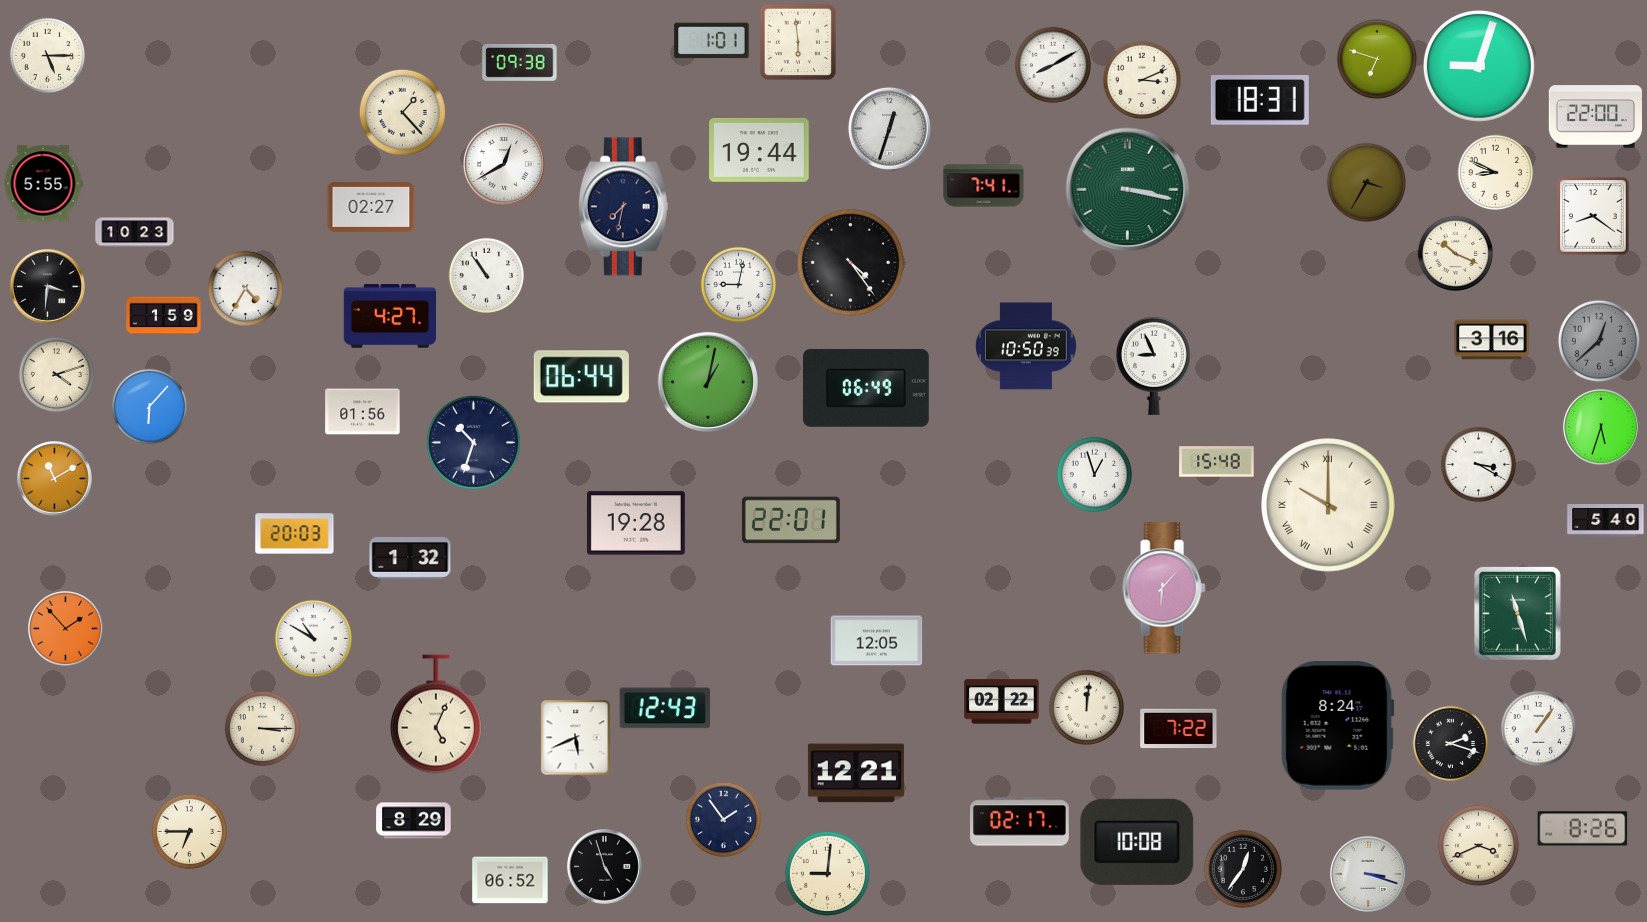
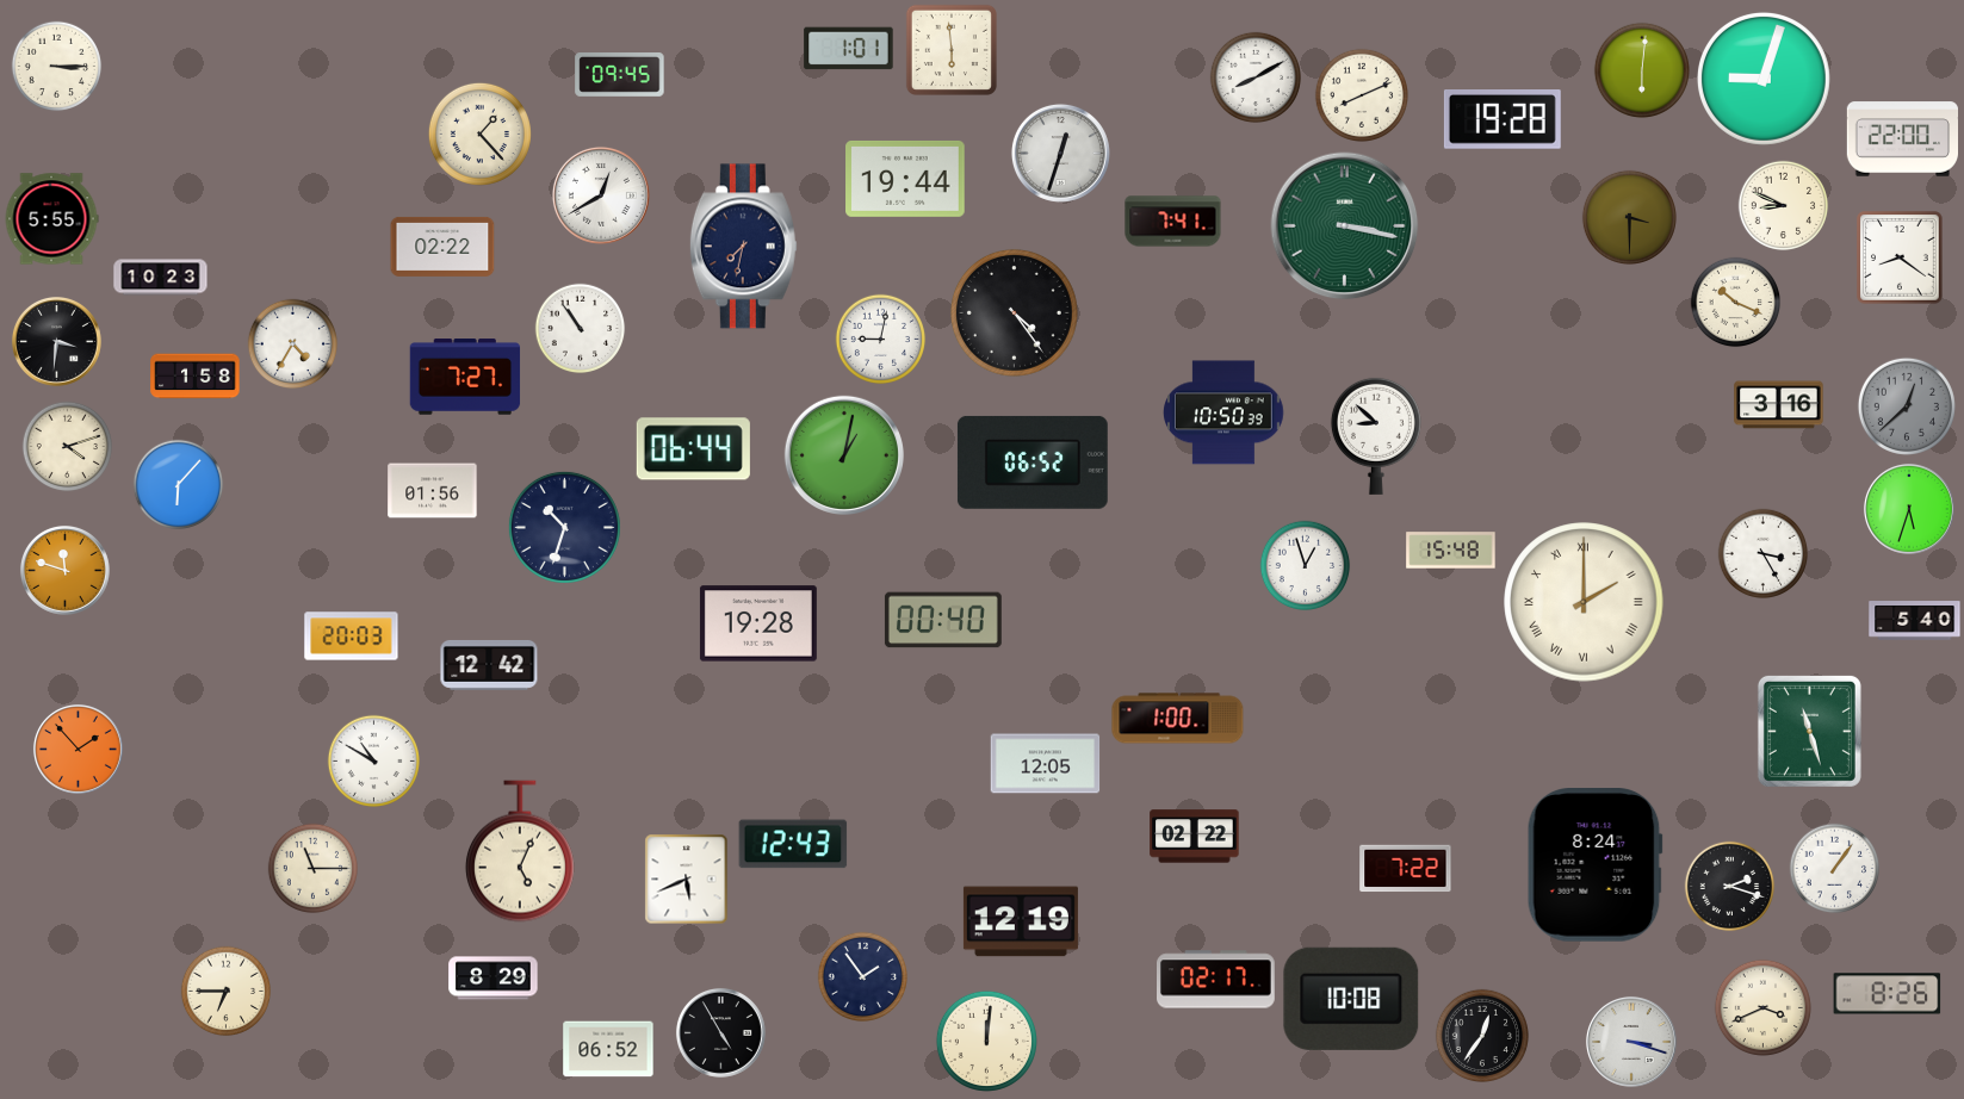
clock at (48, 56): 5:15 -> 3:15
clock at (1376, 58): 6:48 -> 6:01
clock at (520, 63): 09:38 -> 09:45
clock at (1141, 79): 3:11 -> 8:11
clock at (1260, 100): 18:31 -> 19:28
clock at (1366, 182): 3:35 -> 3:30
clock at (371, 207): 02:27 -> 02:22
clock at (164, 316): 1:59 -> 1:58
clock at (390, 316): 4:27 -> 7:27
clock at (1154, 366): 8:56 -> 8:52
clock at (866, 388): 06:49 -> 06:52
clock at (1479, 465): 3:20 -> 3:25
clock at (54, 478): 11:10 -> 11:48
clock at (1328, 505): 10:00 -> 2:00
clock at (791, 520): 22:01 -> 00:40
clock at (410, 558): 1:32 -> 12:42
clock at (1164, 588): 6:07 -> none
clock at (1178, 719): none -> 1:00
clock at (1087, 708): 12:01 -> none
clock at (263, 729): 3:15 -> 11:15
clock at (856, 773): 12:21 -> 12:19
clock at (1583, 829) position: (1583, 829) -> (1888, 994)
clock at (1137, 842) position: (1137, 842) -> (1351, 999)
clock at (604, 866): 4:57 -> 4:55
clock at (827, 873): 9:01 -> 12:01
